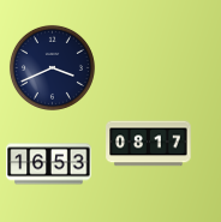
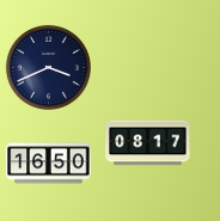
clock at (52, 67) position: (52, 67) -> (48, 67)
clock at (49, 164): 16:53 -> 16:50
